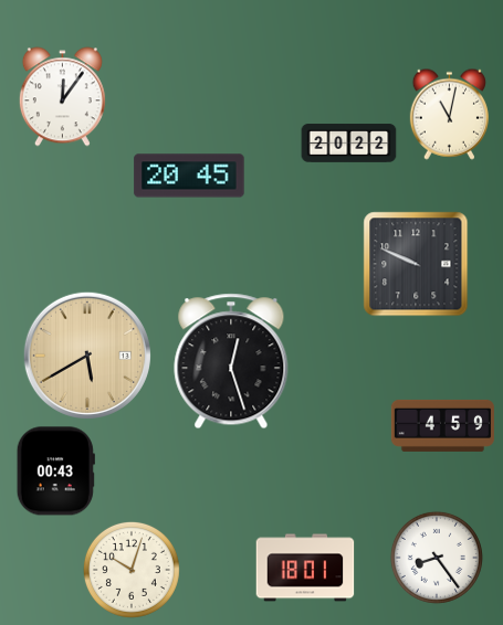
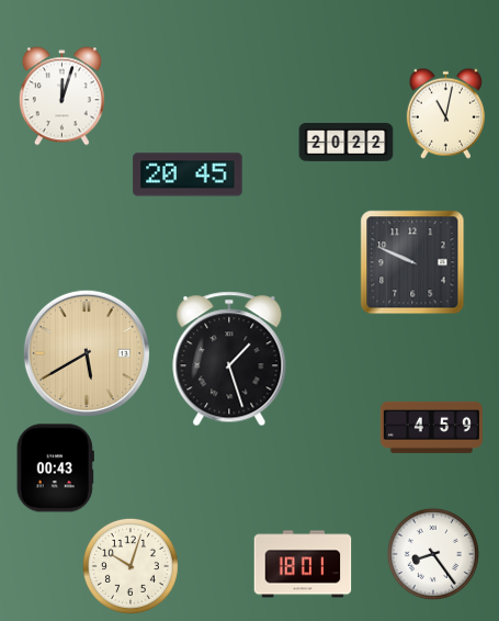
clock at (62, 97): 12:06 -> 12:03
clock at (231, 361): 12:27 -> 1:27
clock at (442, 425) position: (442, 425) -> (431, 427)
